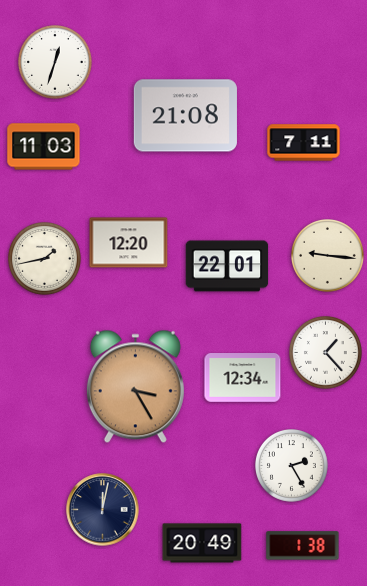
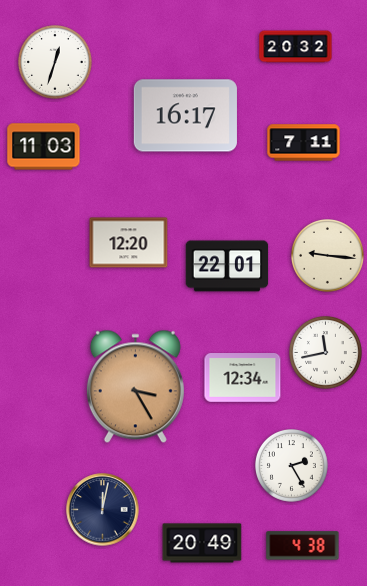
clock at (296, 47): none -> 20:32
clock at (185, 116): 21:08 -> 16:17
clock at (45, 259): 1:43 -> none
clock at (326, 353): 1:23 -> 11:43
clock at (303, 546): 1:38 -> 4:38
